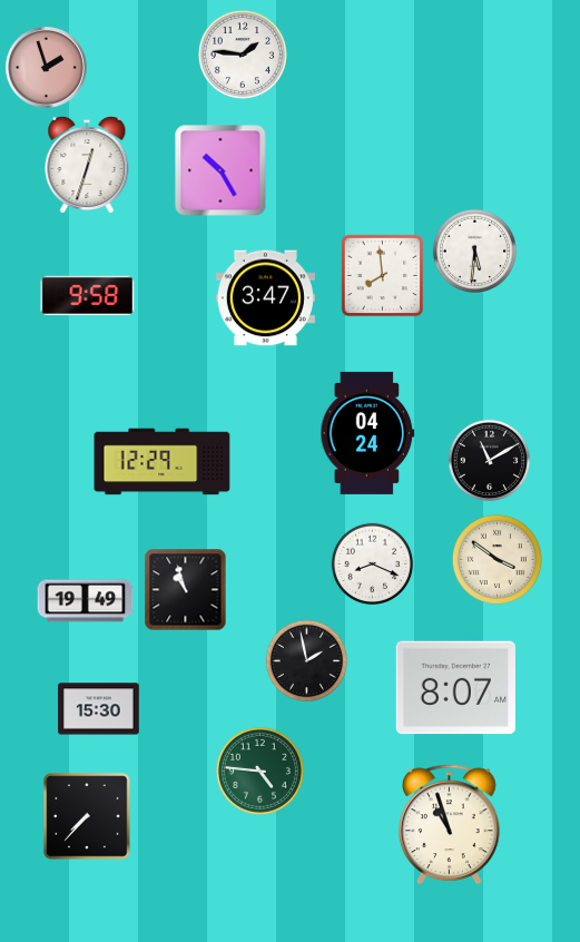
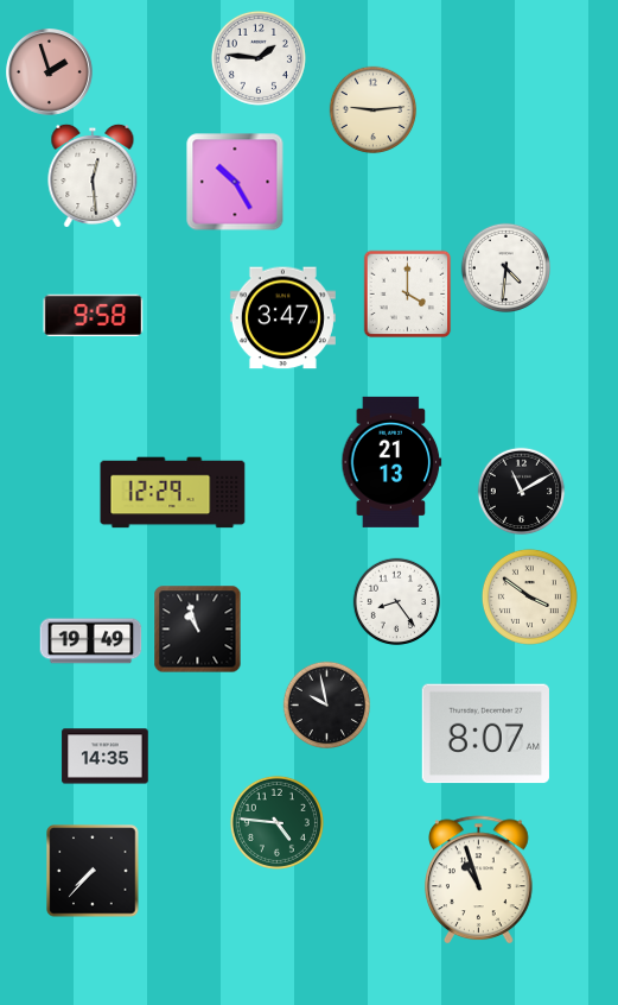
clock at (374, 110): none -> 9:14
clock at (87, 164): 12:33 -> 12:29
clock at (474, 251): 5:31 -> 4:31
clock at (383, 276): 7:59 -> 4:00
clock at (367, 433): 04:24 -> 21:13
clock at (373, 565): 8:19 -> 8:24
clock at (307, 661): 1:58 -> 9:58
clock at (99, 709): 15:30 -> 14:35
